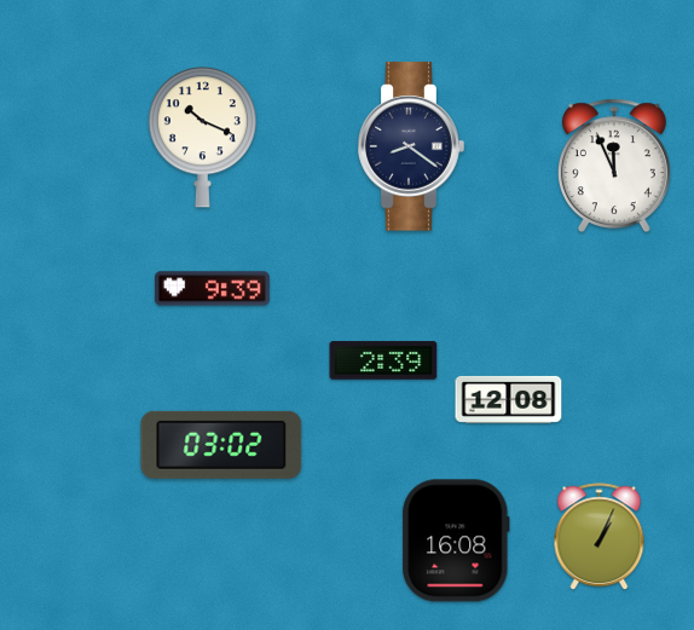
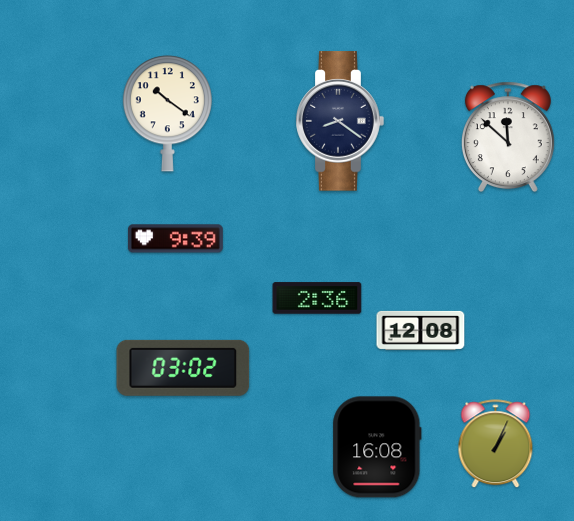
clock at (202, 138): 10:19 -> 10:21
clock at (614, 166): 11:56 -> 11:52
clock at (383, 360): 2:39 -> 2:36
